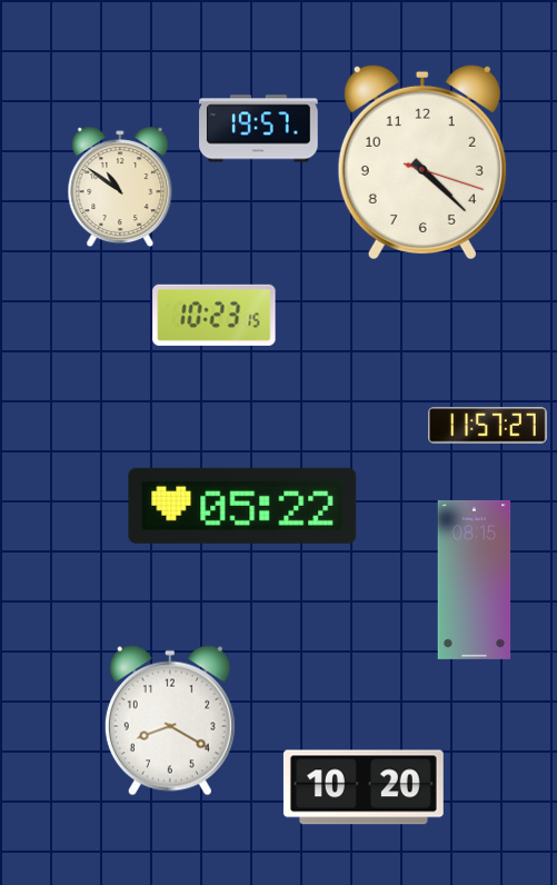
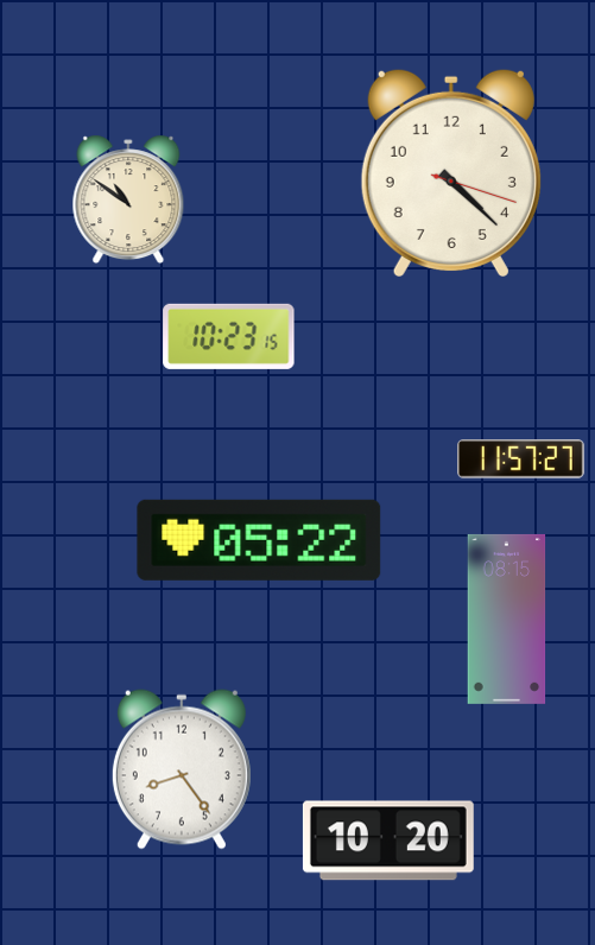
clock at (259, 129): 19:57 -> none
clock at (488, 426) position: (488, 426) -> (521, 459)
clock at (170, 720): 8:20 -> 8:24
